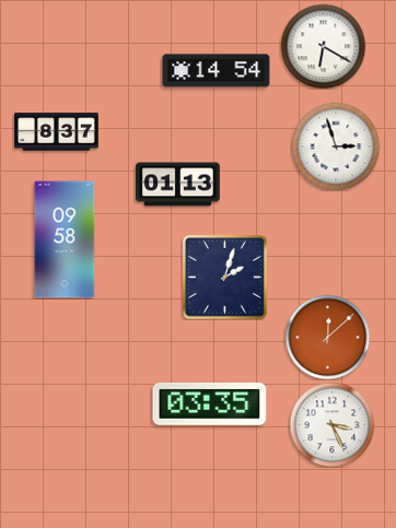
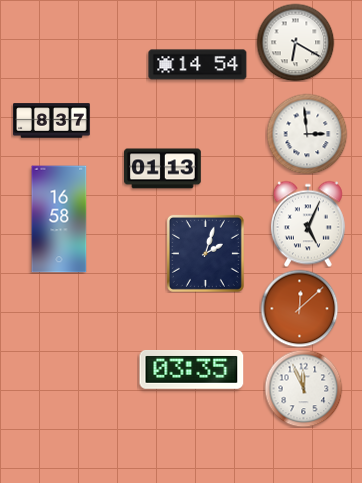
clock at (336, 146): 2:57 -> 2:59
clock at (65, 239): 09:58 -> 16:58
clock at (308, 224): none -> 5:04
clock at (331, 424): 3:26 -> 11:56
